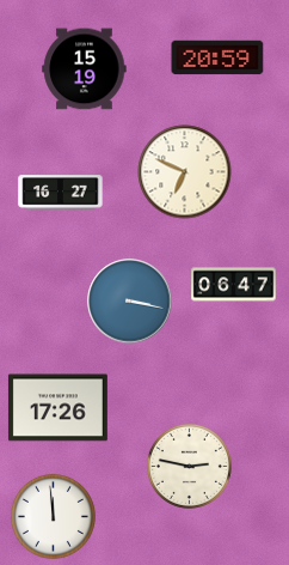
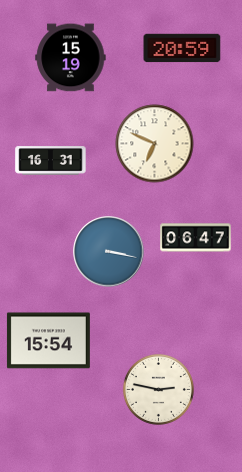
clock at (61, 193): 16:27 -> 16:31
clock at (57, 408): 17:26 -> 15:54
clock at (53, 516): 11:59 -> none
